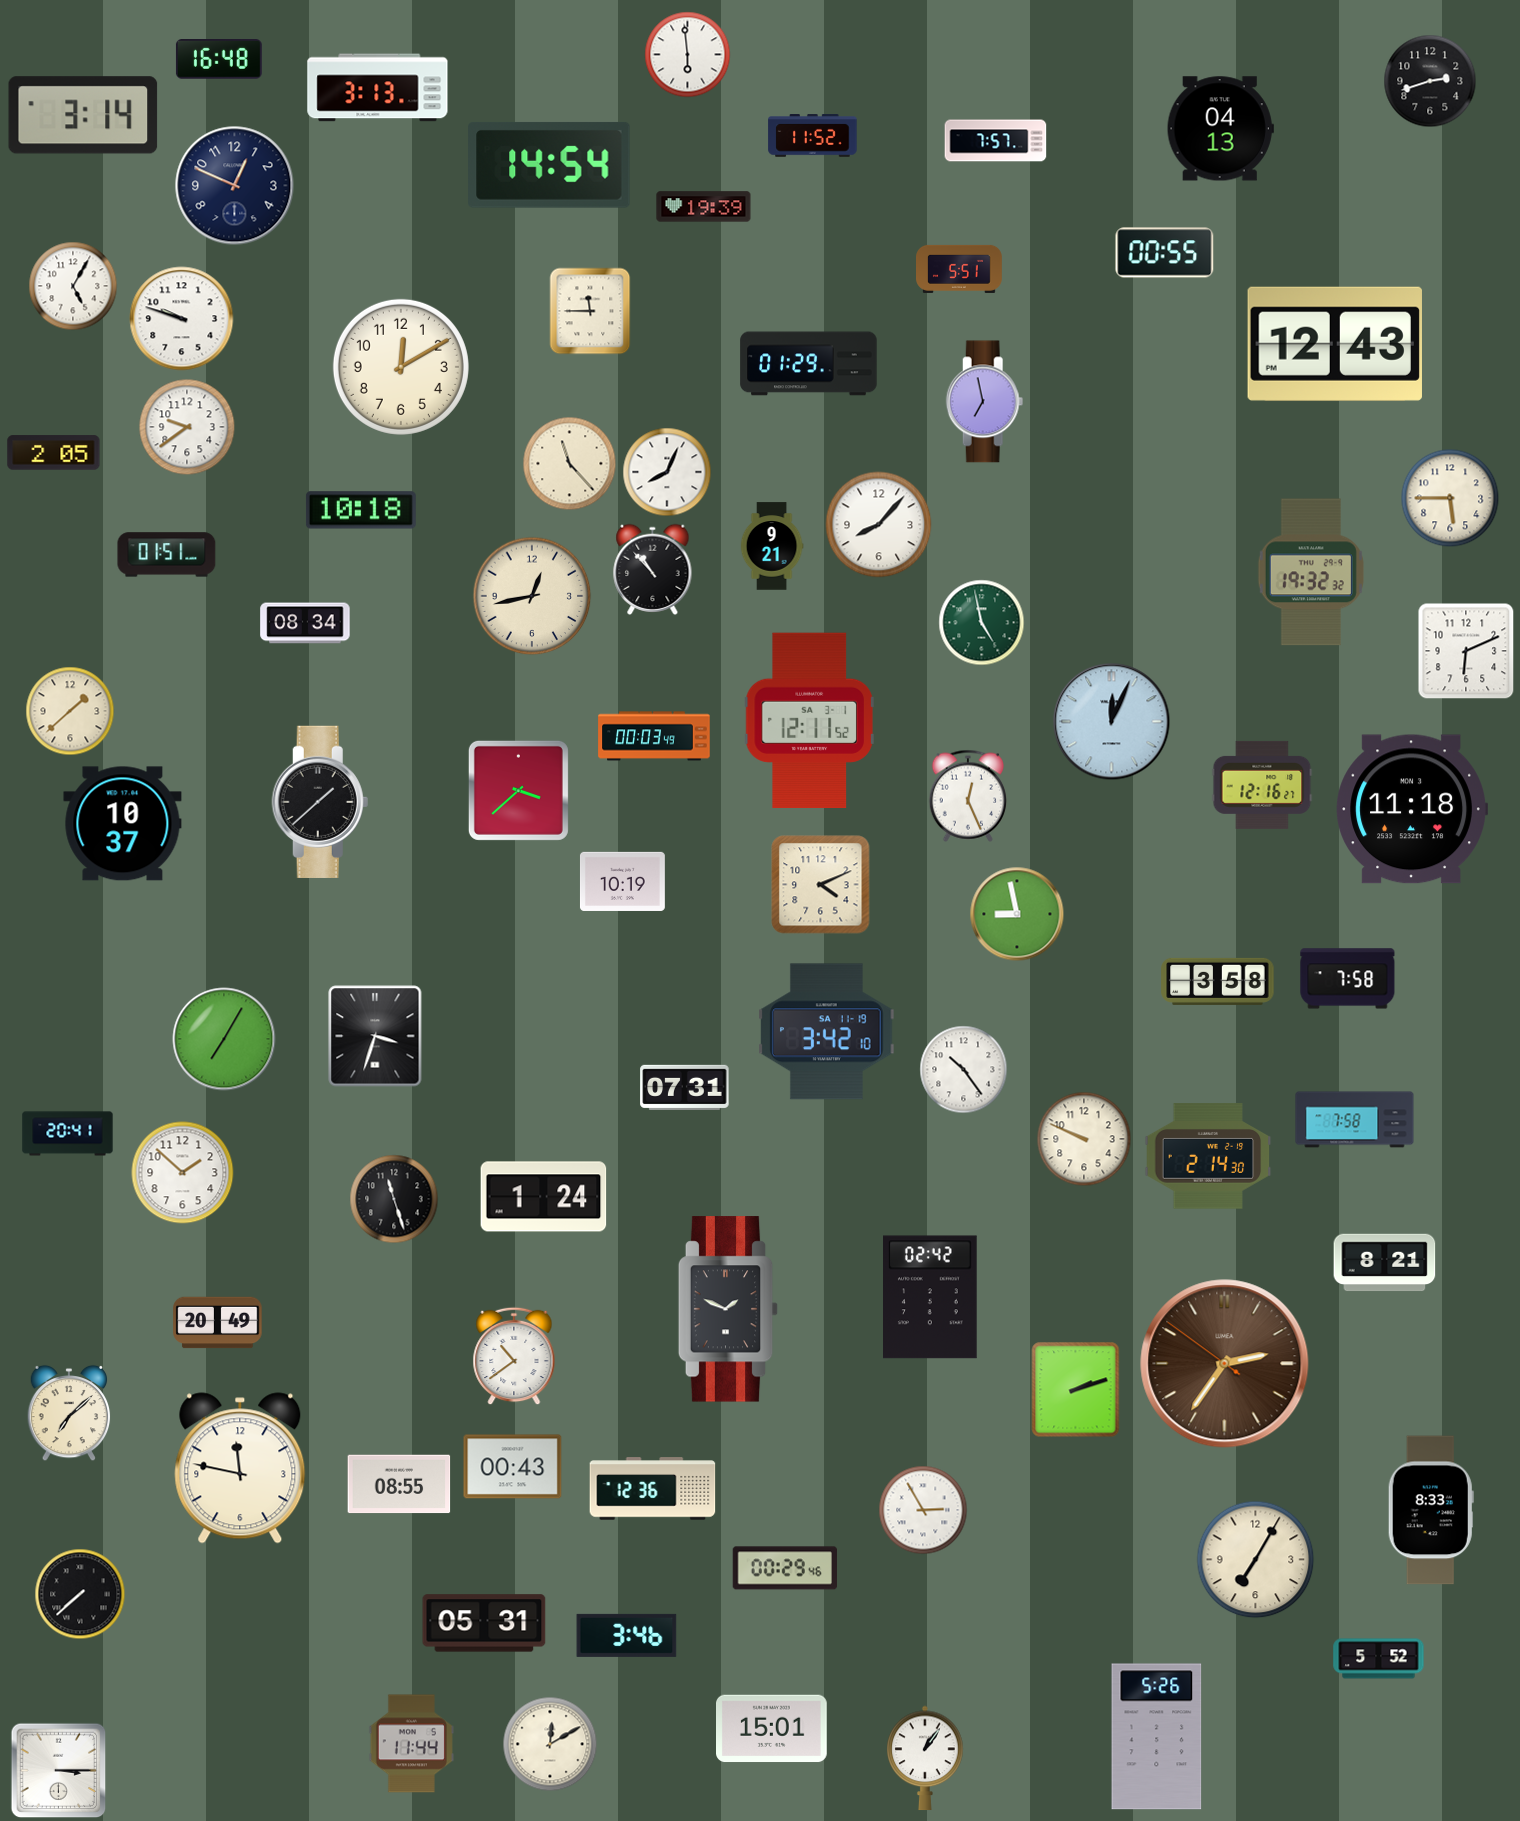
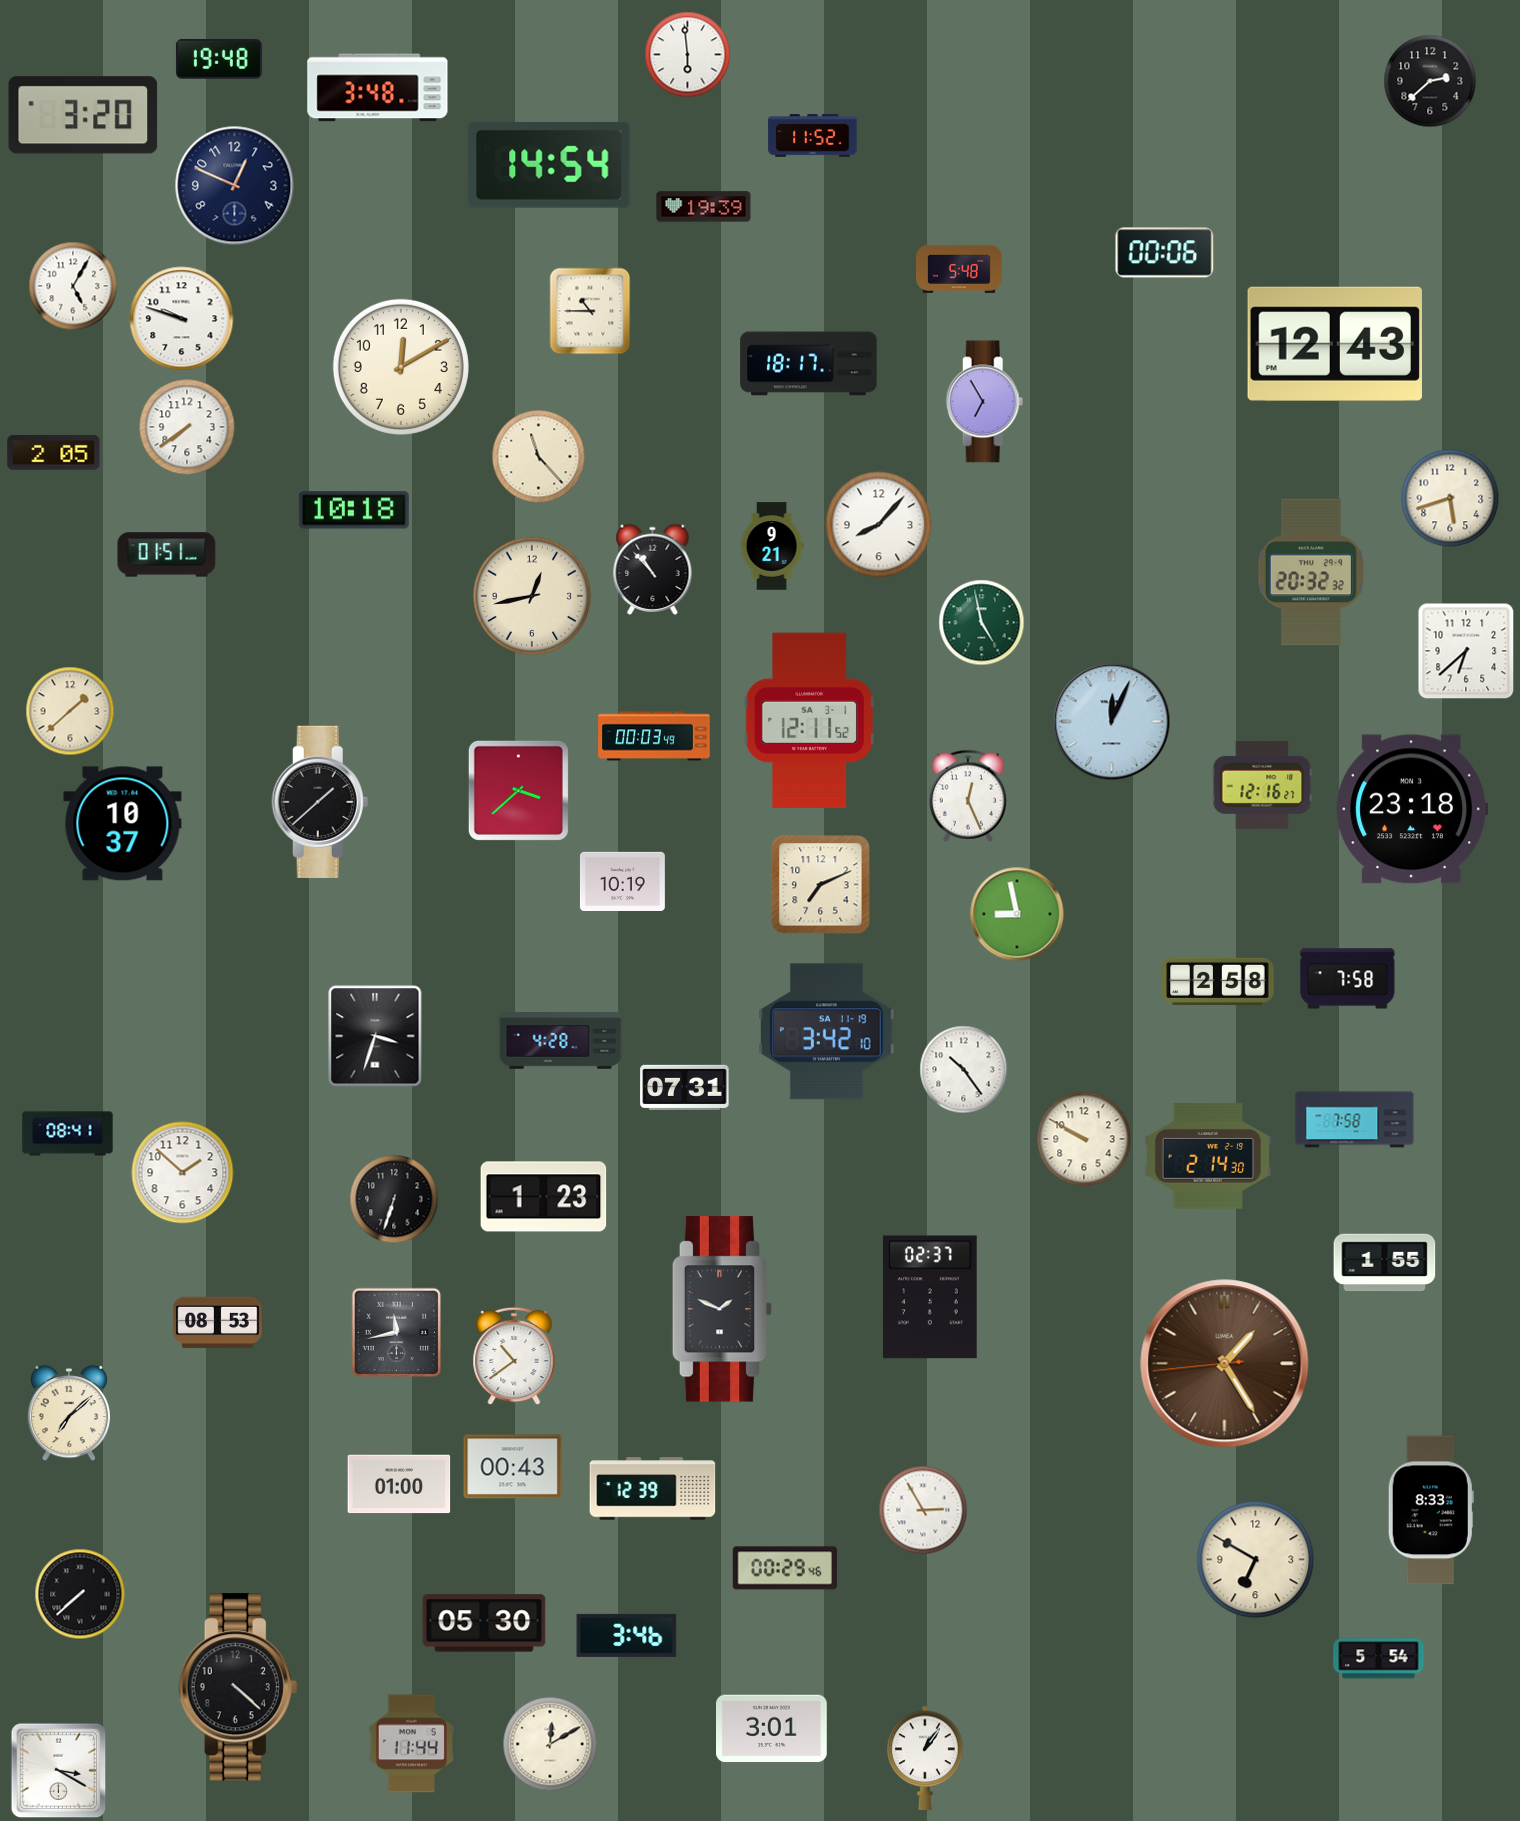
clock at (219, 60): 16:48 -> 19:48
clock at (1430, 81): 2:42 -> 2:38
clock at (378, 88): 3:13 -> 3:48
clock at (83, 115): 3:14 -> 3:20
clock at (1220, 129): 04:13 -> none
clock at (996, 141): 7:57 -> none
clock at (1165, 253): 00:55 -> 00:06
clock at (960, 269): 5:51 -> 5:48
clock at (590, 311): 11:45 -> 10:45
clock at (809, 364): 01:29 -> 18:17
clock at (985, 402): 6:58 -> 6:55
clock at (187, 427): 9:39 -> 7:39
clock at (570, 464) position: (570, 464) -> (539, 457)
clock at (667, 472): 8:04 -> none
clock at (1450, 498): 5:45 -> 5:42
clock at (361, 510) position: (361, 510) -> (354, 510)
clock at (1311, 572): 19:32 -> 20:32
clock at (305, 623): 08:34 -> none
clock at (1466, 651): 6:11 -> 6:38
clock at (1412, 809): 11:18 -> 23:18
clock at (821, 885): 4:11 -> 7:11
clock at (1218, 981): 3:58 -> 2:58
clock at (224, 1039): 7:05 -> none
clock at (561, 1041): none -> 4:28
clock at (68, 1134): 20:41 -> 08:41
clock at (1084, 1139): 9:49 -> 9:50
clock at (544, 1197): 1:24 -> 1:23
clock at (394, 1199): 11:27 -> 6:33
clock at (1385, 1263): 8:21 -> 1:55
clock at (931, 1297): 02:42 -> 02:37
clock at (728, 1309) position: (728, 1309) -> (722, 1309)
clock at (218, 1323): 20:49 -> 08:53
clock at (396, 1332): none -> 11:43
clock at (1225, 1364): 2:35 -> 1:24
clock at (1076, 1390): 2:12 -> none
clock at (240, 1468): 11:47 -> none
clock at (399, 1484): 08:55 -> 01:00
clock at (653, 1489): 12:36 -> 12:39
clock at (1256, 1560): 7:05 -> 6:50
clock at (484, 1623): 05:31 -> 05:30
clock at (1379, 1659): 5:52 -> 5:54
clock at (238, 1687): none -> 4:22
clock at (772, 1729): 15:01 -> 3:01
clock at (1157, 1737): 5:26 -> none
clock at (59, 1771): 3:15 -> 3:20
